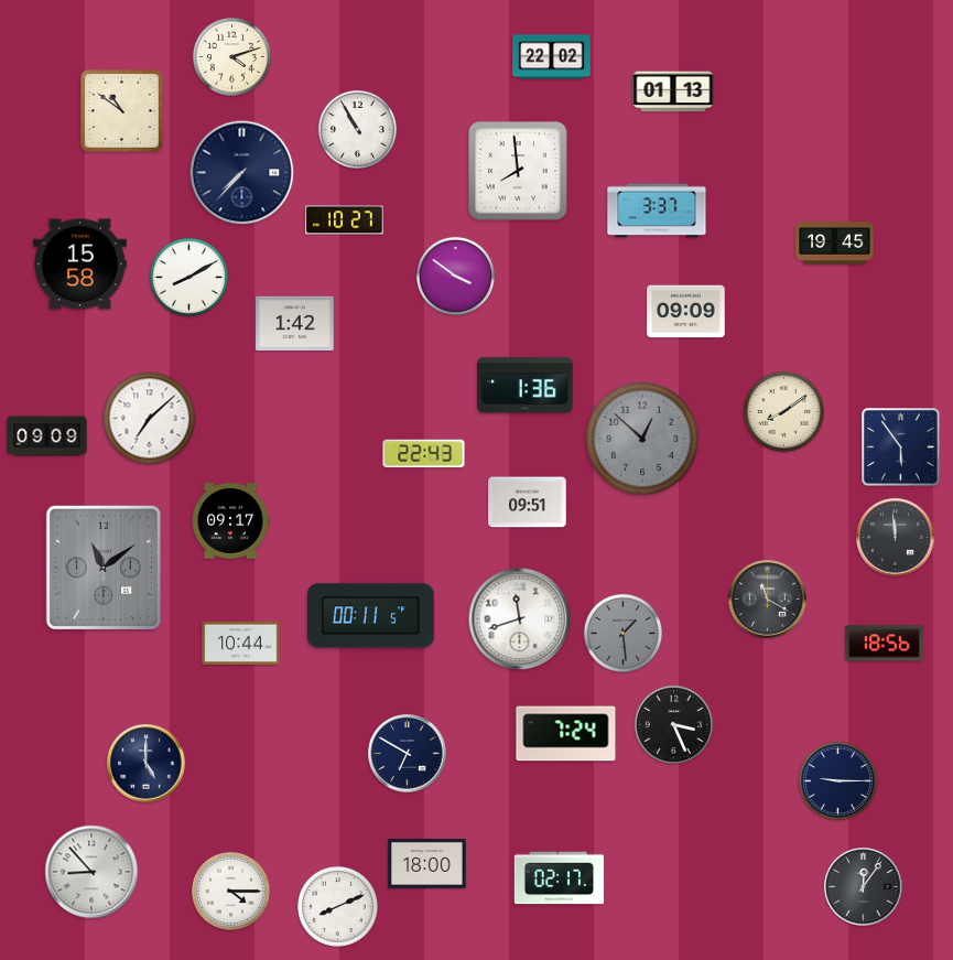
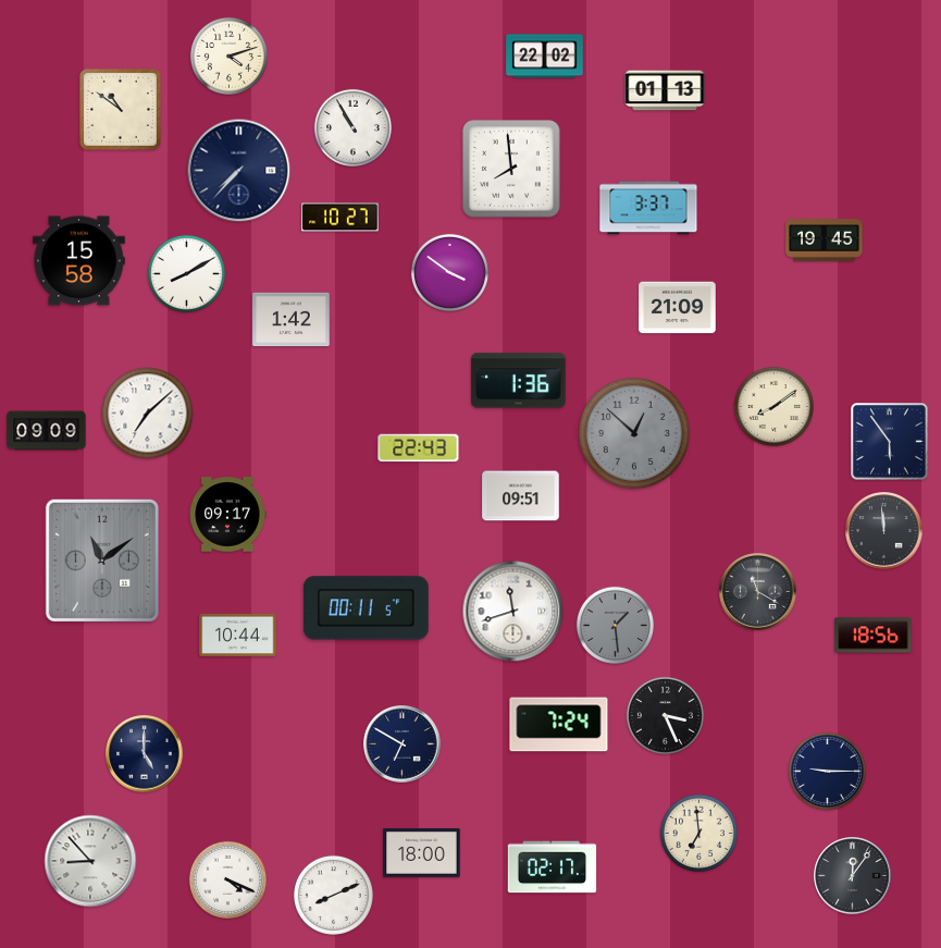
clock at (686, 312): 09:09 -> 21:09
clock at (698, 833): none -> 6:59
clock at (230, 891): 4:15 -> 4:19
